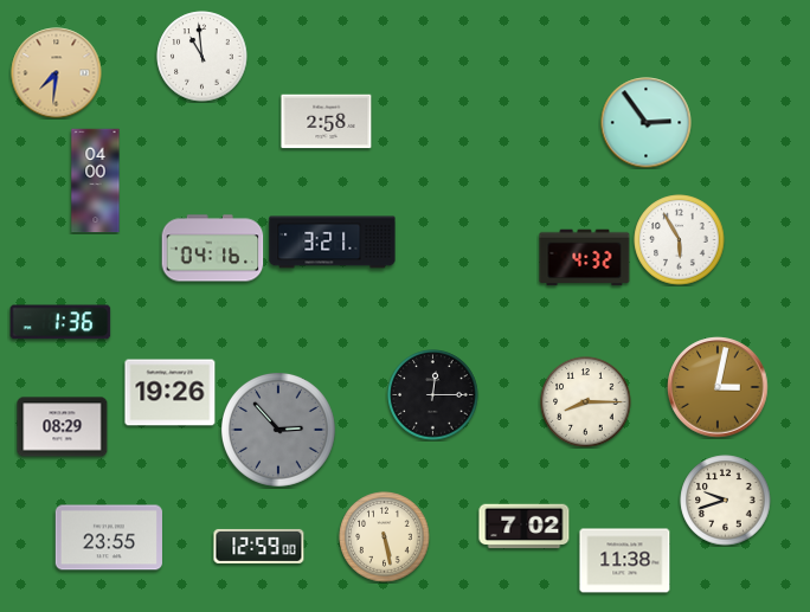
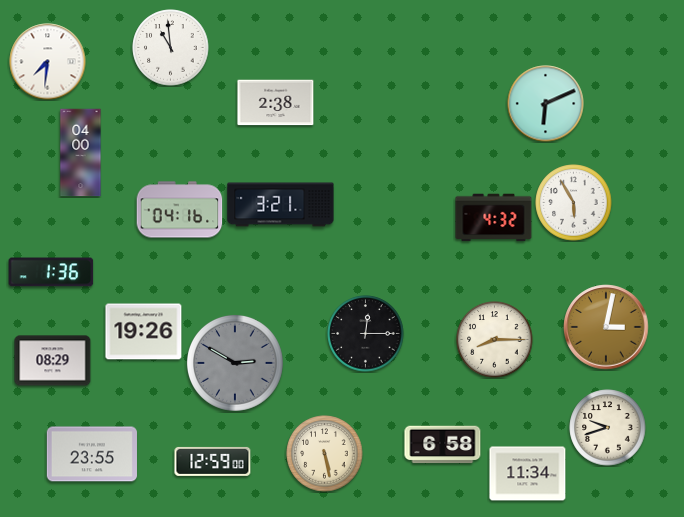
clock at (57, 73) dial: champagne -> white
clock at (327, 122): 2:58 -> 2:38
clock at (647, 123): 2:54 -> 6:11
clock at (278, 430): 2:53 -> 2:50
clock at (726, 501) position: (726, 501) -> (608, 428)
clock at (525, 527): 7:02 -> 6:58
clock at (259, 546) position: (259, 546) -> (213, 461)
clock at (625, 561): 11:38 -> 11:34
